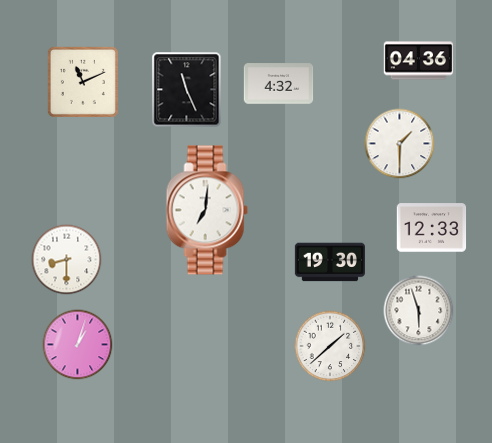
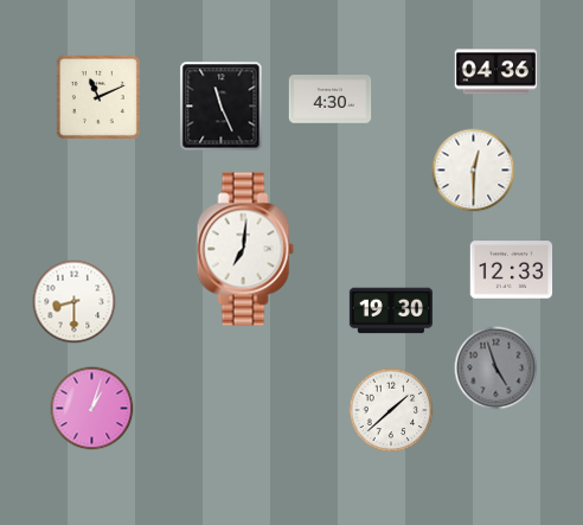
clock at (279, 84): 4:32 -> 4:30
clock at (400, 144): 1:30 -> 12:30
clock at (67, 260) position: (67, 260) -> (75, 302)
clock at (419, 311): 5:57 -> 4:57
clock at (419, 311) dial: white -> grey
